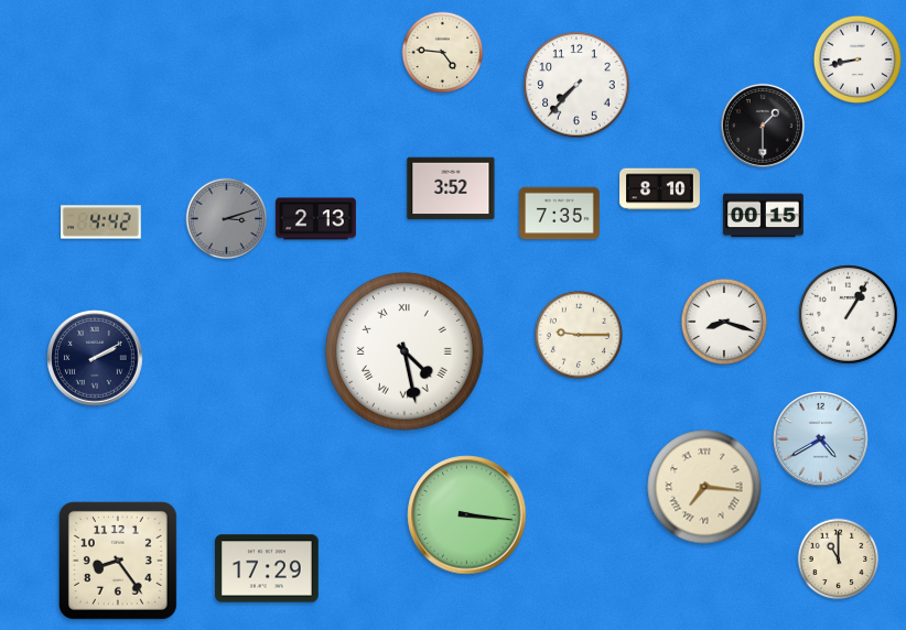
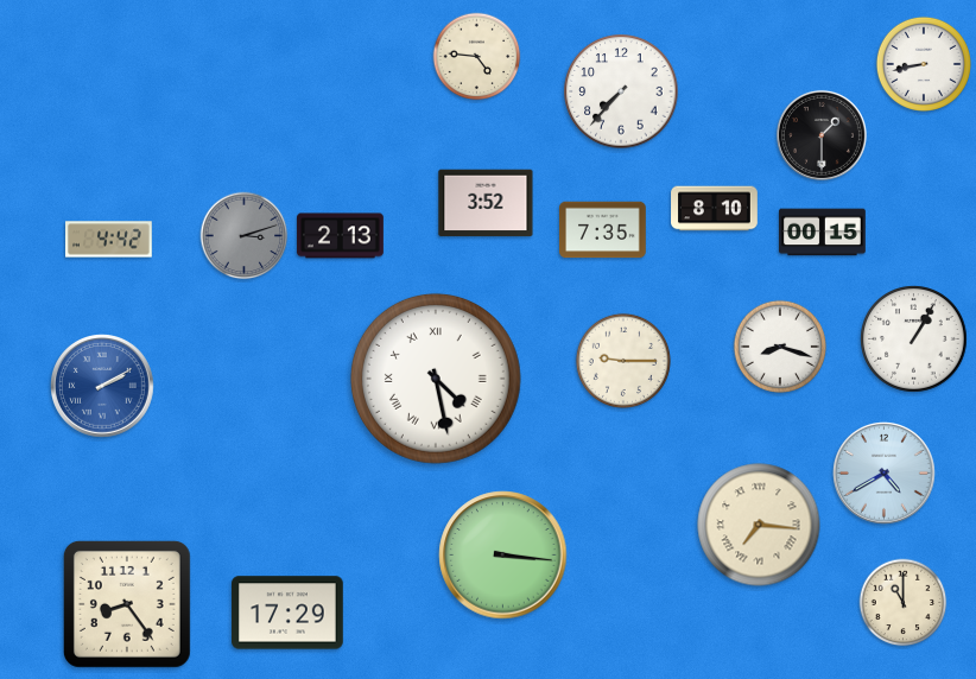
clock at (660, 189) position: (660, 189) -> (715, 209)
clock at (96, 359) dial: navy -> blue
